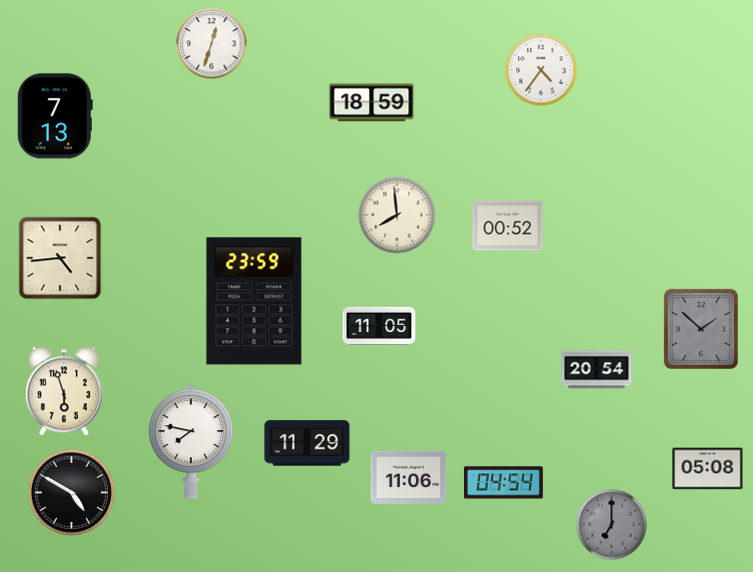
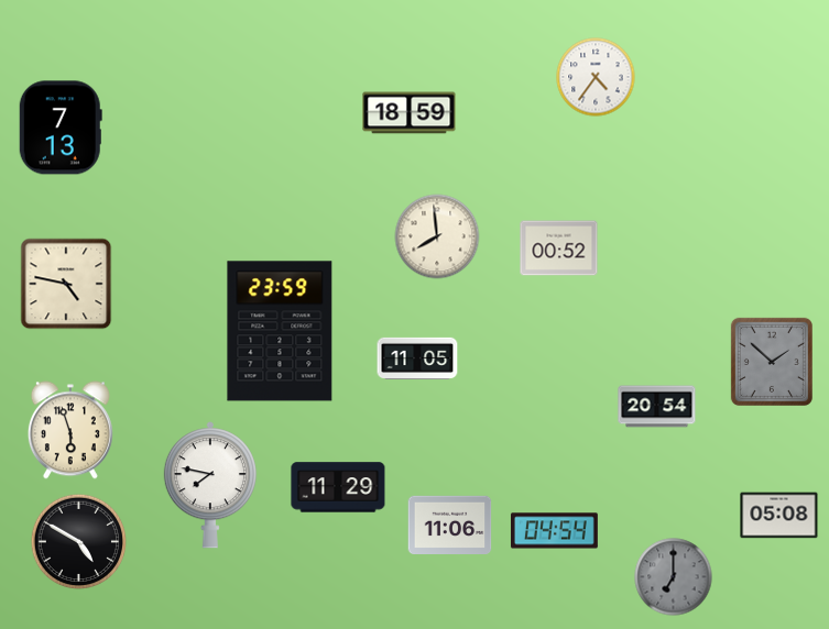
clock at (212, 44): 12:33 -> none
clock at (60, 258): 4:44 -> 4:47
